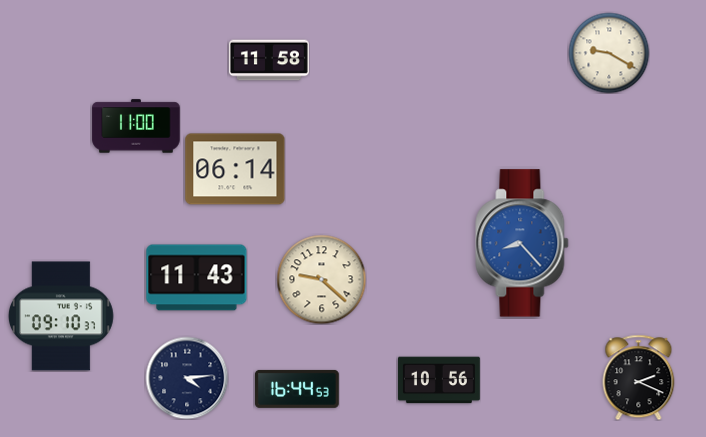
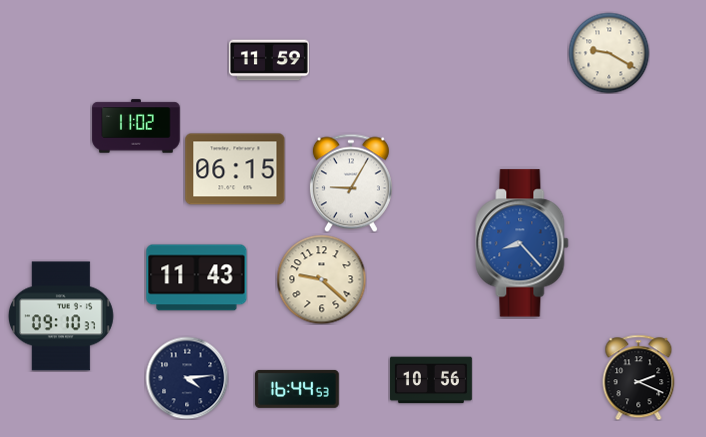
clock at (269, 60): 11:58 -> 11:59
clock at (136, 126): 11:00 -> 11:02
clock at (235, 169): 06:14 -> 06:15
clock at (351, 183): none -> 9:05
clock at (439, 380) position: (439, 380) -> (431, 380)
